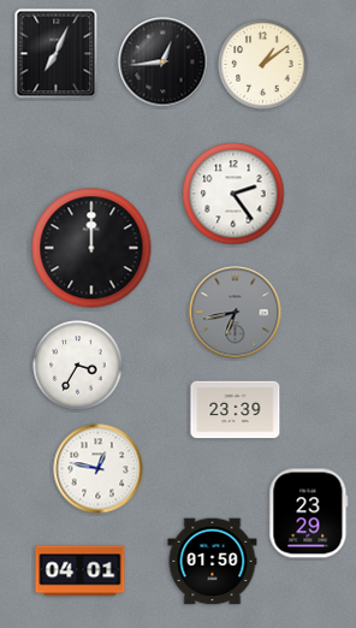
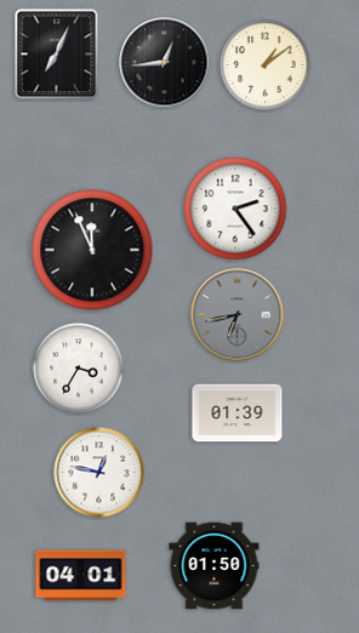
clock at (233, 194) position: (233, 194) -> (235, 209)
clock at (91, 248): 12:00 -> 11:56
clock at (236, 410): 23:39 -> 01:39
clock at (309, 514): 23:29 -> none
